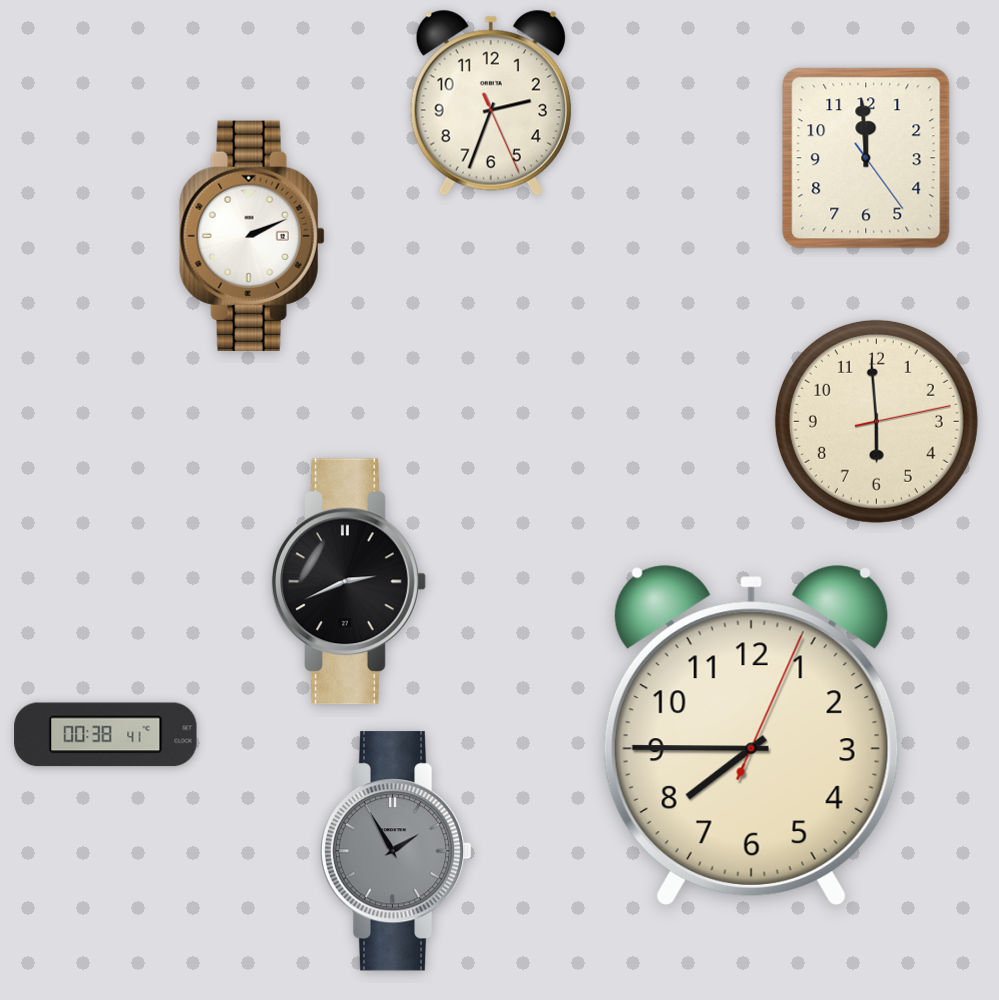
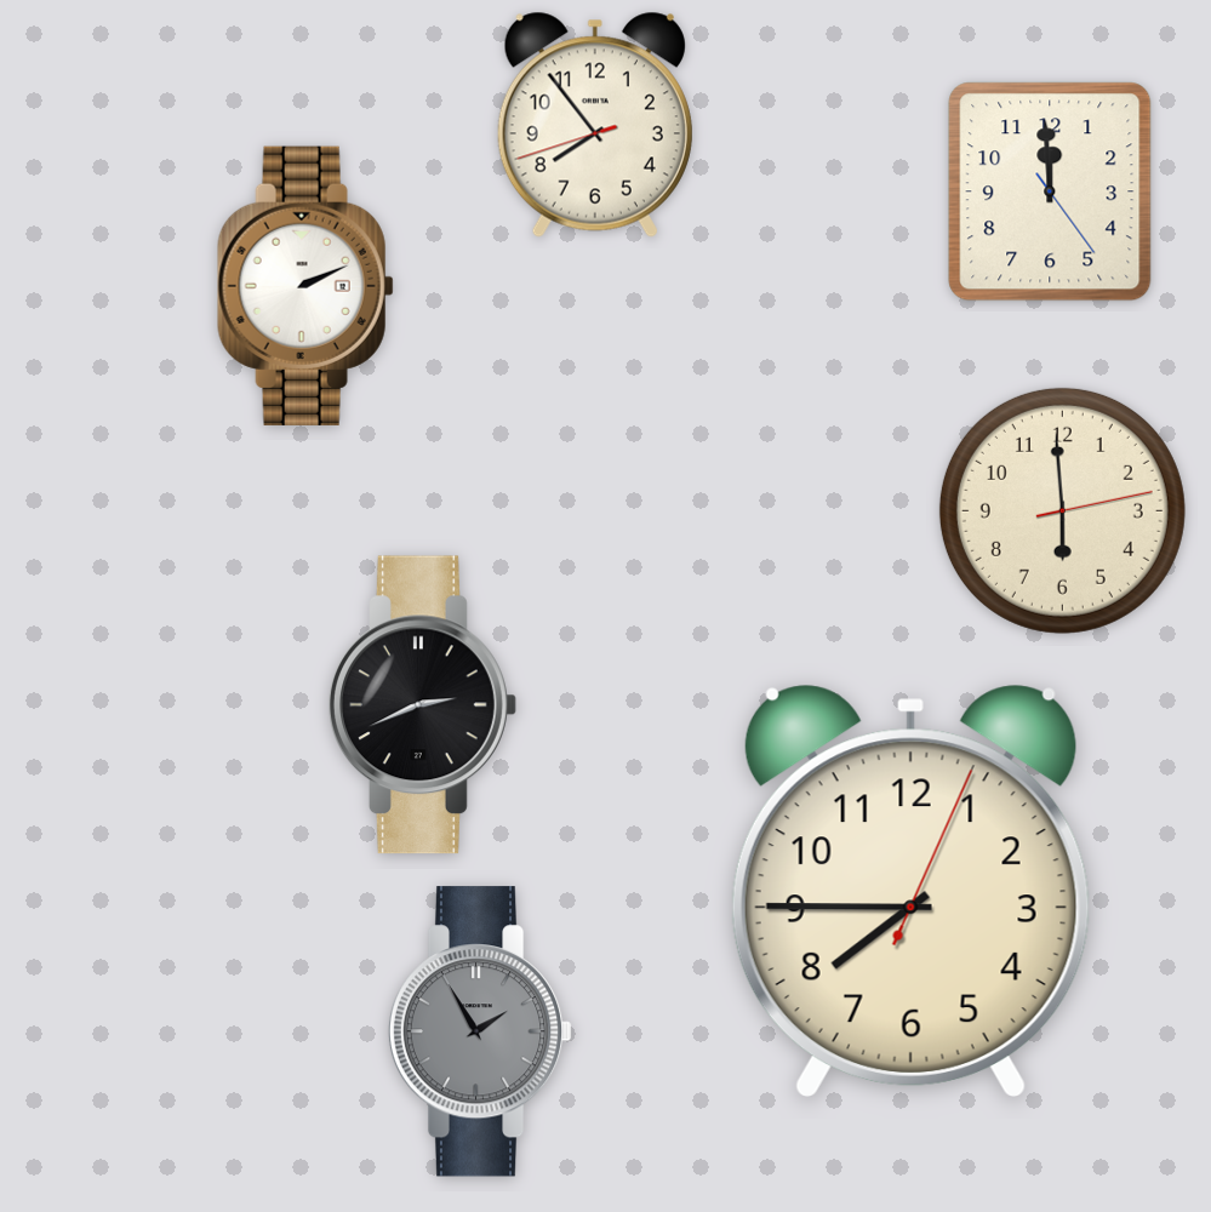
clock at (491, 103): 2:33 -> 7:53
clock at (106, 735): 00:38 -> none
